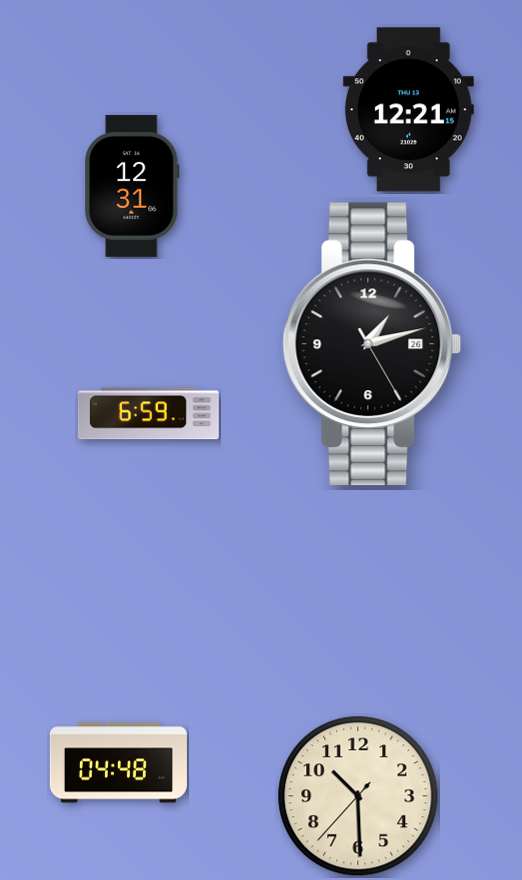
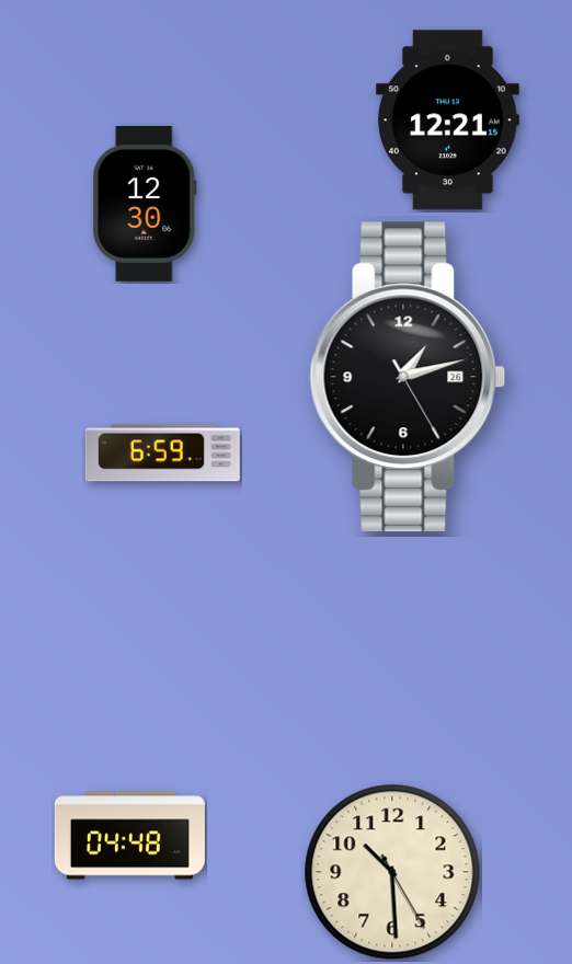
clock at (132, 186): 12:31 -> 12:30
clock at (358, 796): 10:29:37 -> 10:29:25
